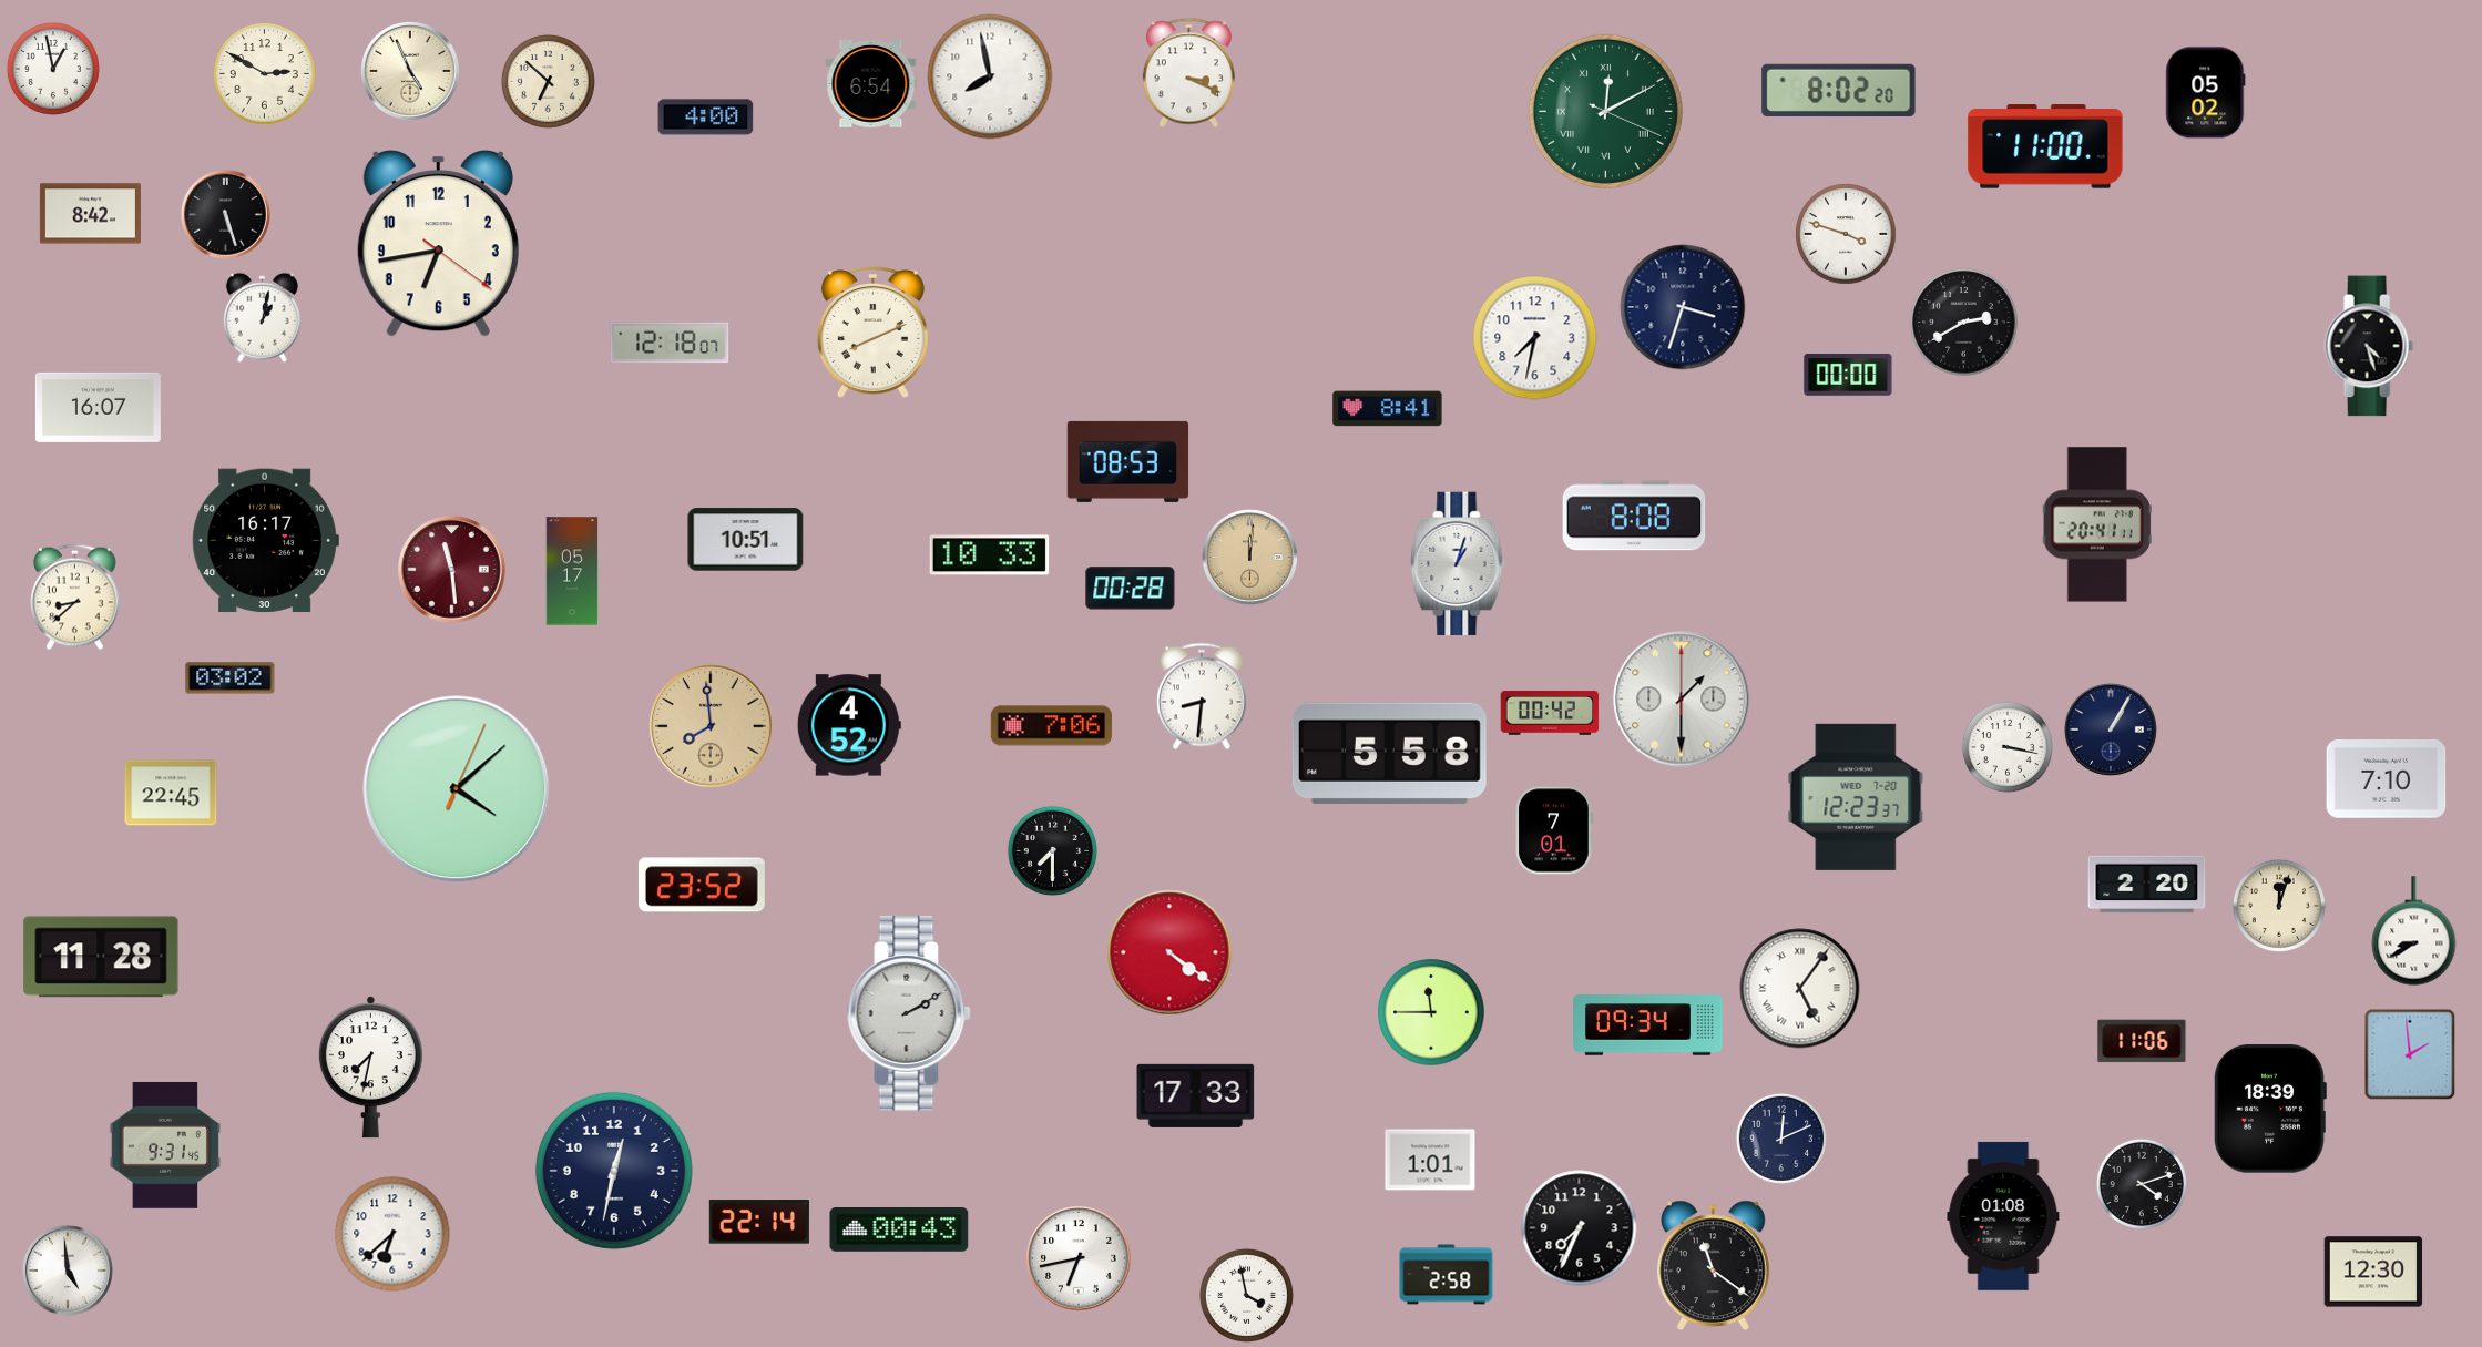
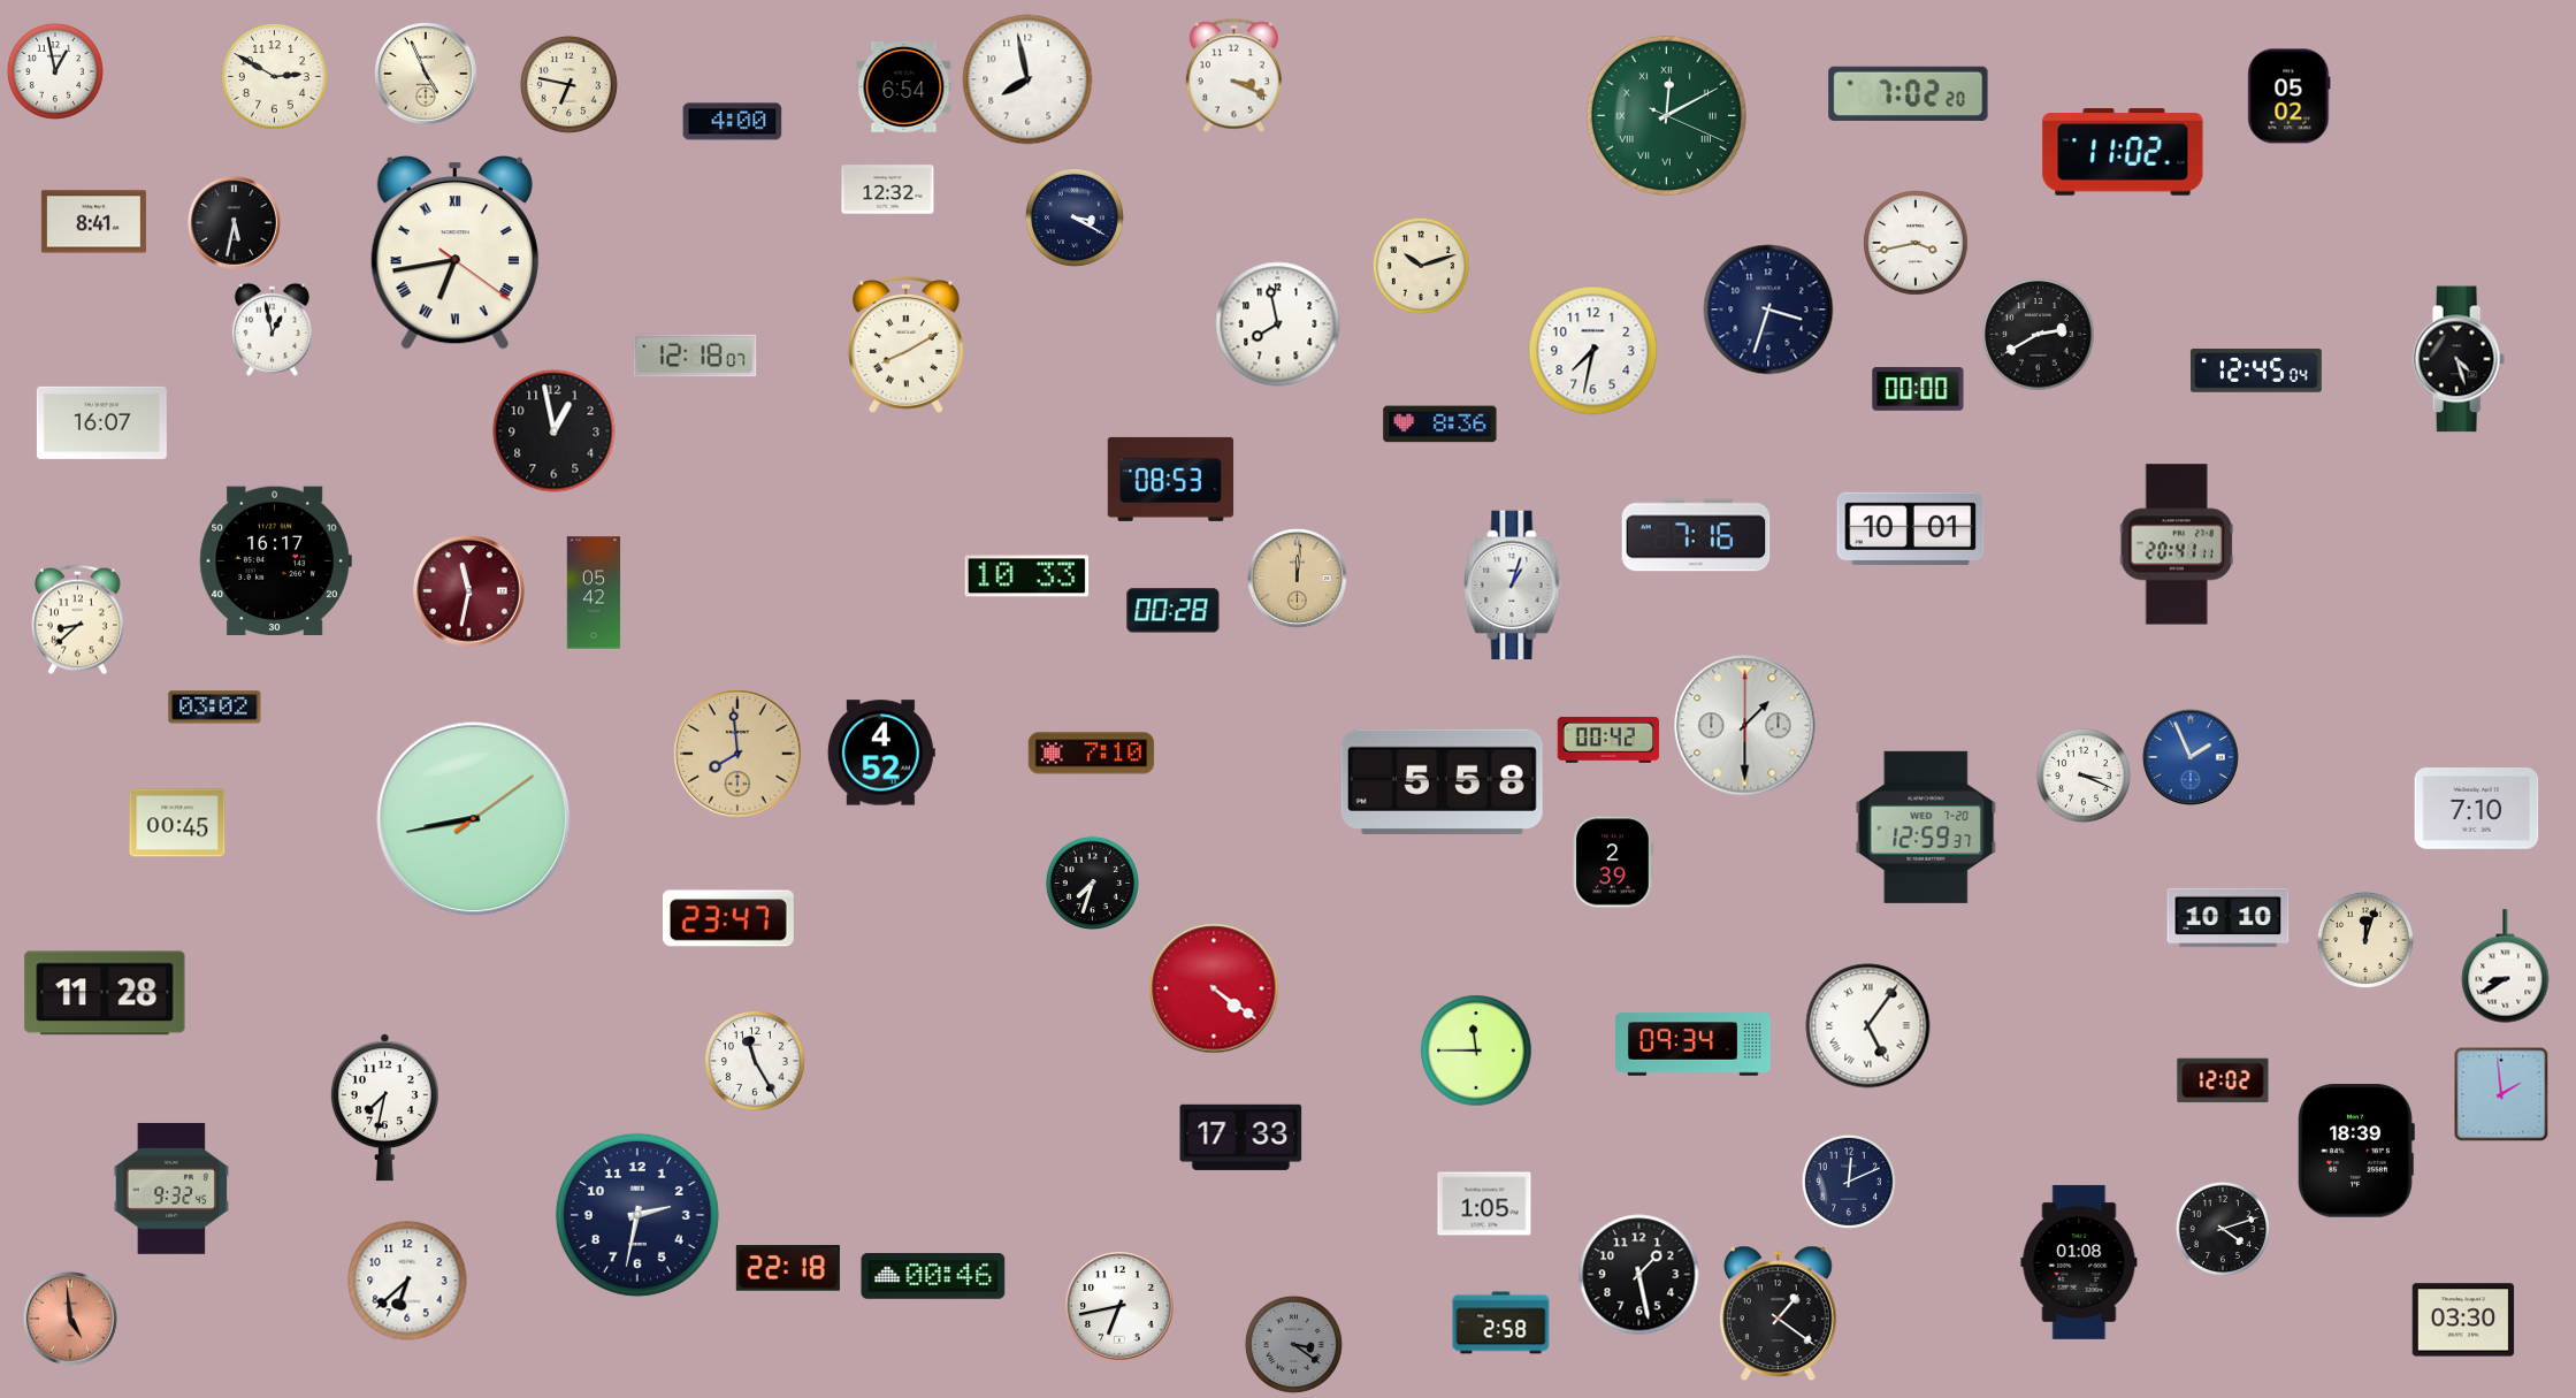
clock at (548, 81): 6:52 -> 6:47
clock at (1839, 90): 8:02 -> 7:02
clock at (2045, 146): 11:00 -> 11:02
clock at (888, 190): none -> 12:32
clock at (1075, 217): none -> 3:20
clock at (90, 214): 8:42 -> 8:41
clock at (225, 214): 5:27 -> 5:32
clock at (1846, 234): 3:48 -> 3:43
clock at (438, 244) numerals: Arabic -> Roman
clock at (1421, 266): none -> 10:12
clock at (1683, 307) position: (1683, 307) -> (1768, 310)
clock at (1278, 324): none -> 7:58
clock at (262, 317): 1:02 -> 12:58
clock at (872, 333): 8:11 -> 8:10
clock at (2256, 372): none -> 12:45
clock at (1388, 409): 8:41 -> 8:36
clock at (555, 431): none -> 12:58
clock at (1911, 529): none -> 10:01
clock at (1634, 516): 8:08 -> 7:16
clock at (746, 540): 10:51 -> none
clock at (452, 570): 11:29 -> 11:32
clock at (572, 571): 05:17 -> 05:42
clock at (231, 678) position: (231, 678) -> (215, 708)
clock at (1202, 696): 8:31 -> none
clock at (1052, 726): 7:06 -> 7:10
clock at (2111, 729): 1:05 -> 1:56
clock at (2111, 729) dial: navy -> blue
clock at (2008, 747): 3:17 -> 3:19
clock at (457, 789): 4:08 -> 8:43
clock at (171, 793): 22:45 -> 00:45
clock at (1856, 797): 12:23 -> 12:59
clock at (1554, 830): 7:01 -> 2:39
clock at (1052, 850): 7:30 -> 7:33
clock at (702, 885): 23:52 -> 23:47
clock at (2147, 885): 2:20 -> 10:10
clock at (1431, 1012) position: (1431, 1012) -> (1476, 1051)
clock at (909, 1013): 2:10 -> none
clock at (755, 1061): none -> 11:25
clock at (1648, 1025) position: (1648, 1025) -> (1694, 1045)
clock at (2142, 1041): 11:06 -> 12:02
clock at (165, 1145): 9:31 -> 9:32
clock at (1430, 1160): 1:01 -> 1:05
clock at (614, 1171): 12:32 -> 2:32
clock at (759, 1222): 22:14 -> 22:18
clock at (1580, 1228): 7:34 -> 1:28
clock at (899, 1231): 00:43 -> 00:46
clock at (1713, 1266): 11:21 -> 1:21
clock at (68, 1271) dial: white -> salmon
clock at (2373, 1272): 12:30 -> 03:30
clock at (1246, 1295): 3:58 -> 3:21
clock at (1246, 1295) dial: white -> grey
